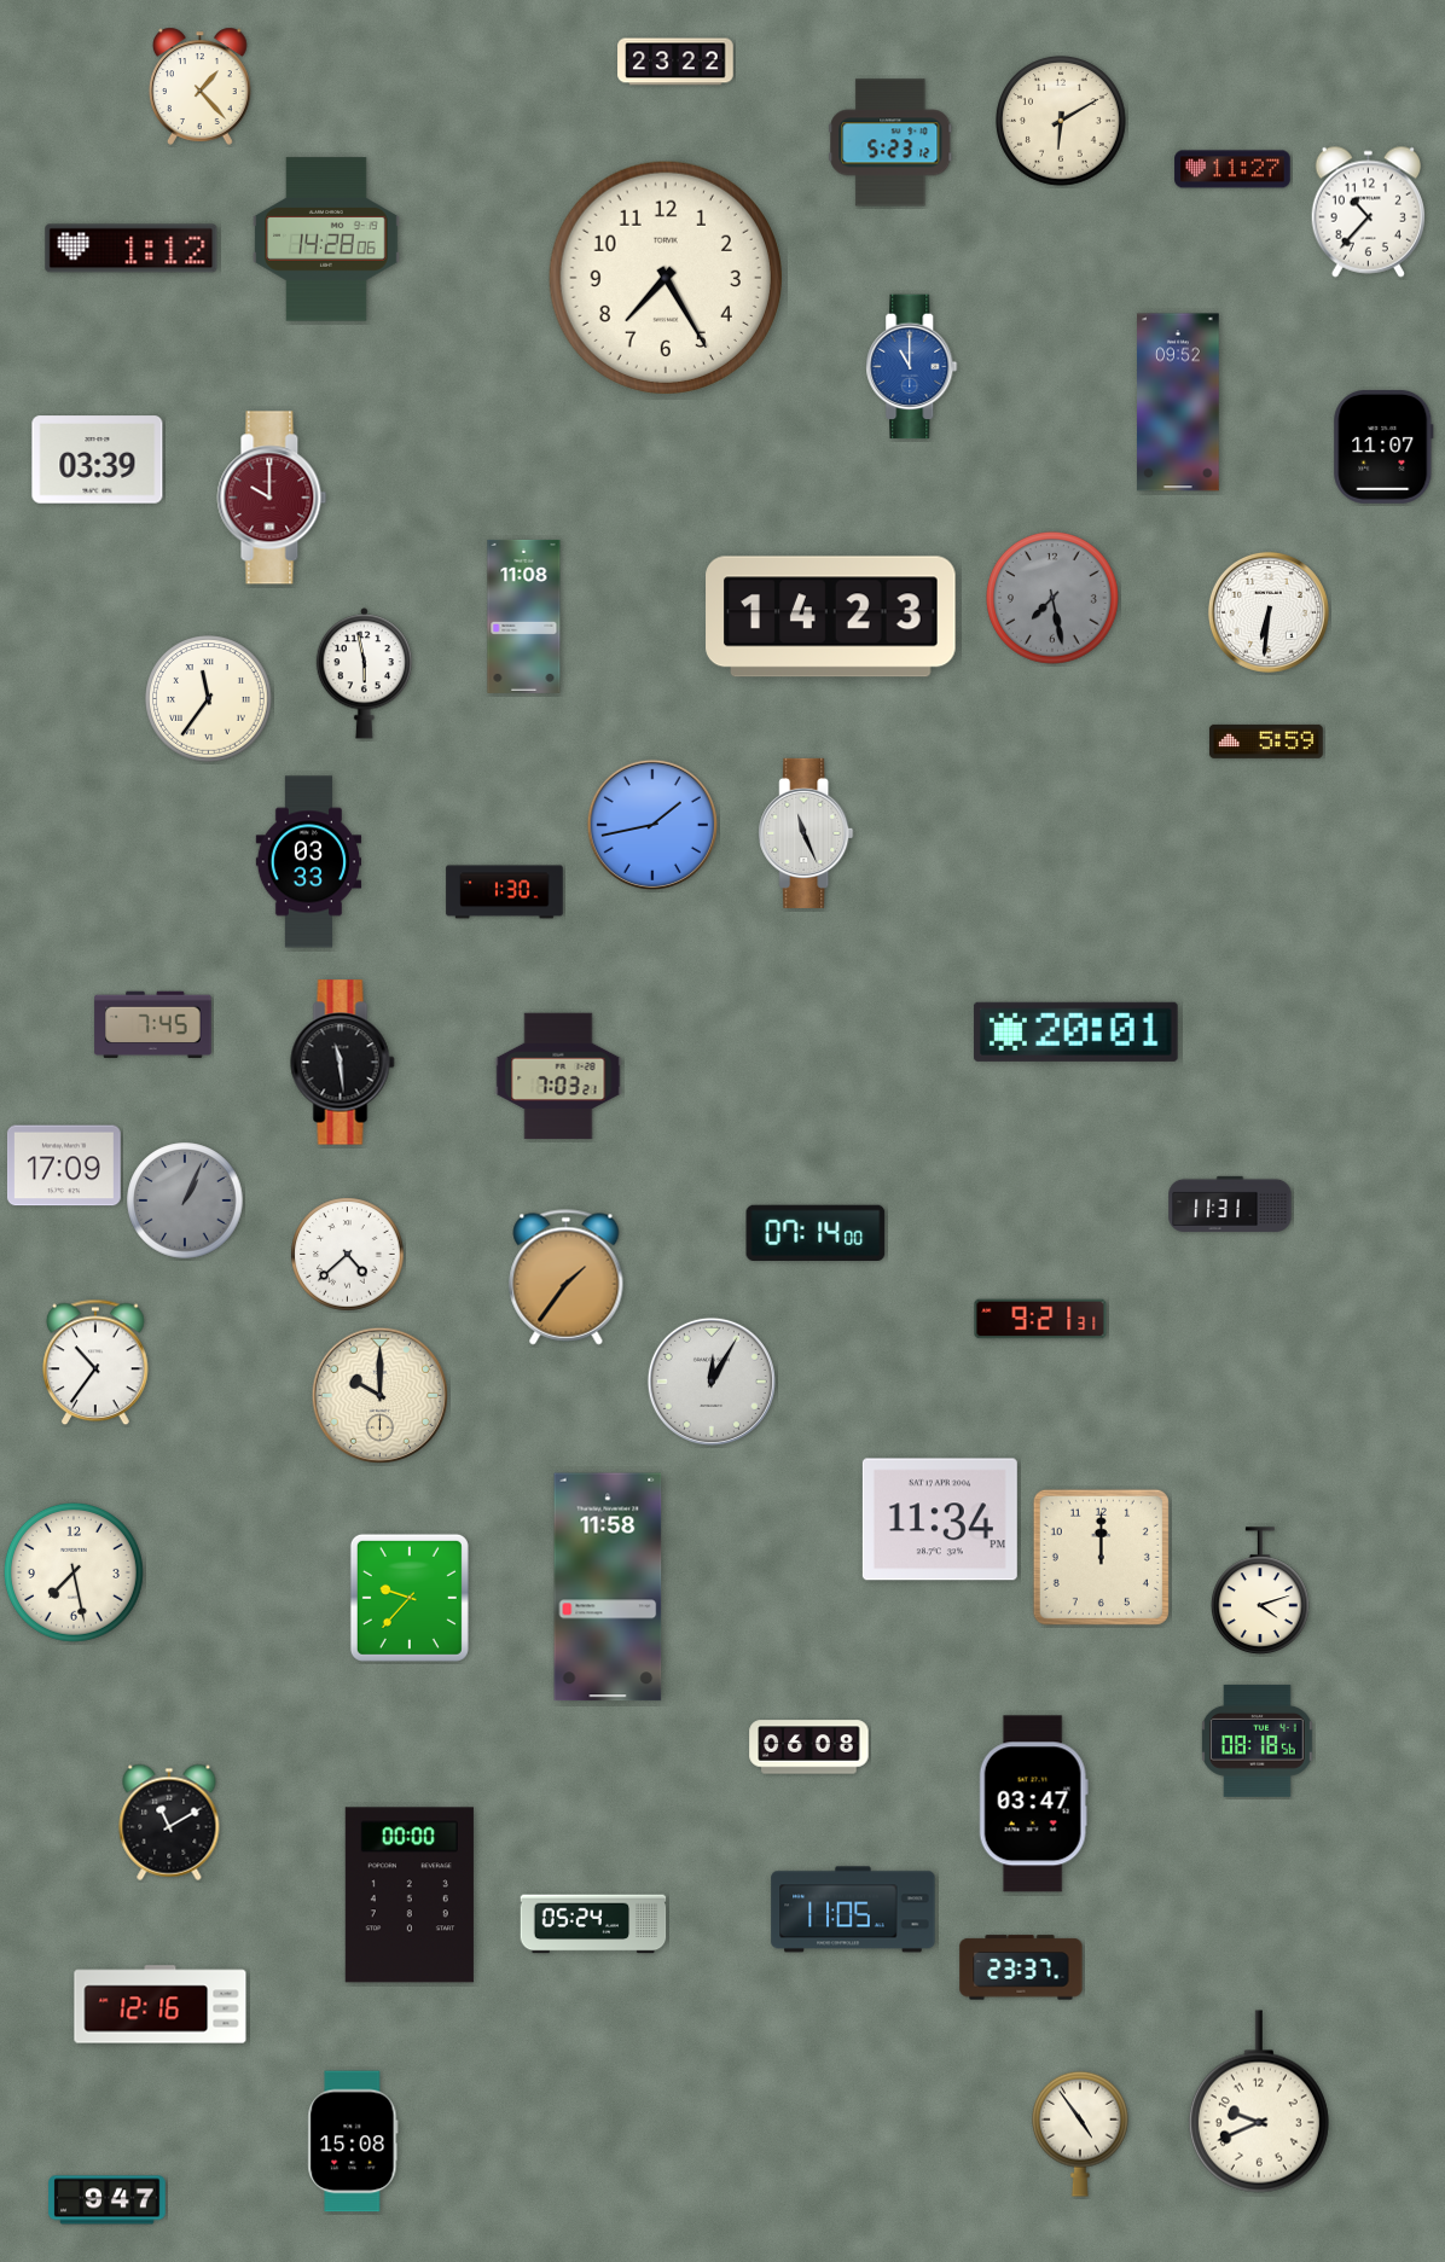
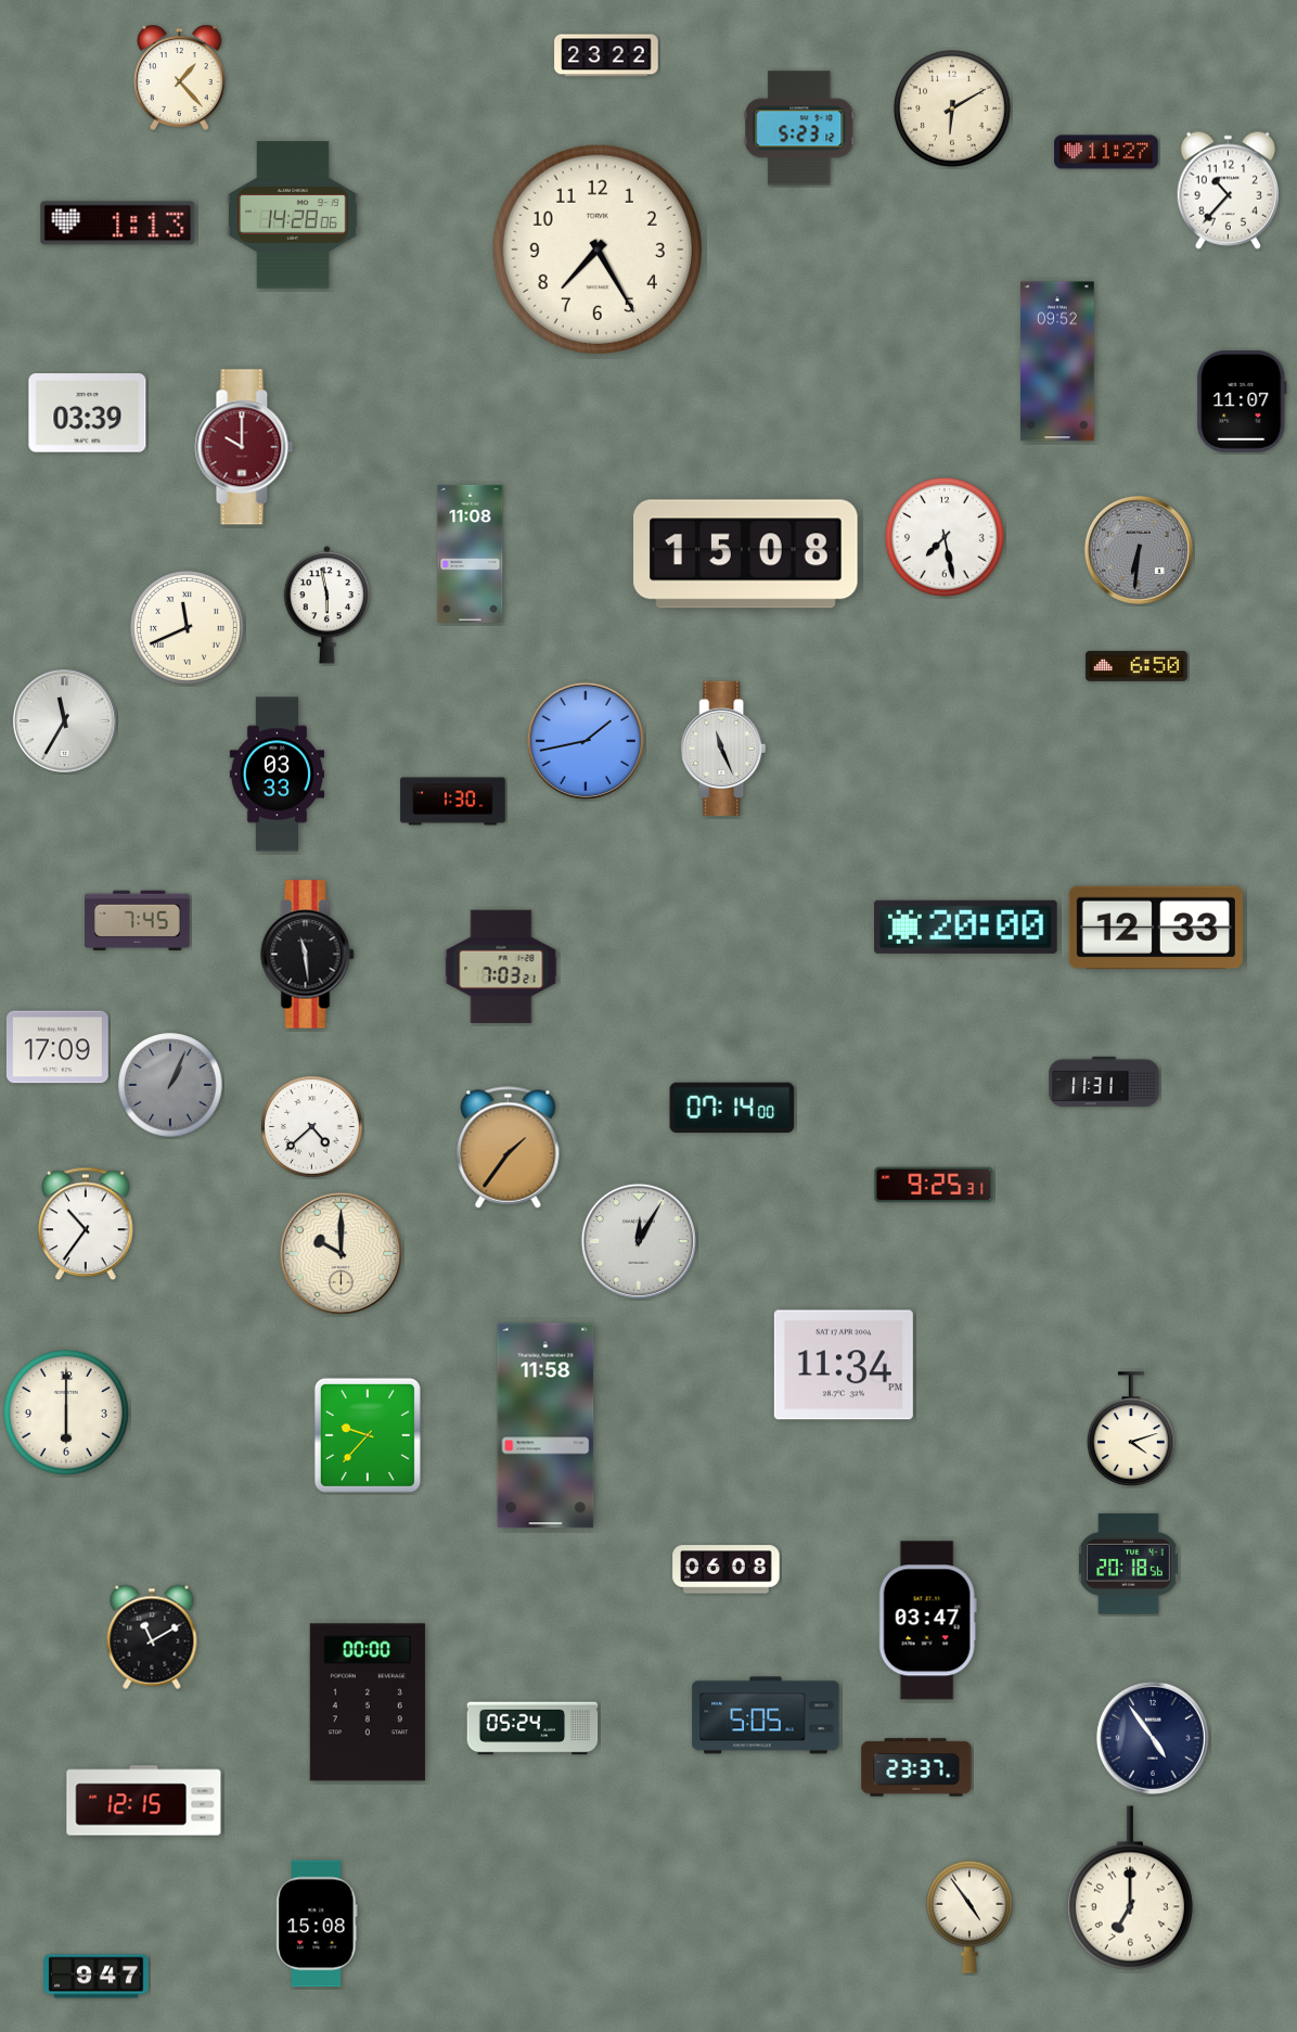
clock at (132, 249): 1:12 -> 1:13
clock at (912, 367): 11:00 -> none
clock at (1054, 599) dial: grey -> white
clock at (1269, 612) dial: white -> grey
clock at (831, 617): 14:23 -> 15:08
clock at (209, 699): 11:36 -> 11:41
clock at (1266, 742): 5:59 -> 6:50
clock at (65, 721): none -> 11:35
clock at (1075, 1031): 20:01 -> 20:00
clock at (1156, 928): none -> 12:33
clock at (185, 1200) position: (185, 1200) -> (170, 1085)
clock at (1040, 1319): 9:21 -> 9:25
clock at (1101, 1557): 12:00 -> none
clock at (74, 1572): 7:28 -> 6:00
clock at (1258, 1740): 08:18 -> 20:18
clock at (853, 1909): 11:05 -> 5:05
clock at (1153, 1738): none -> 4:54
clock at (161, 2005): 12:16 -> 12:15
clock at (1259, 2101): 9:41 -> 7:00
